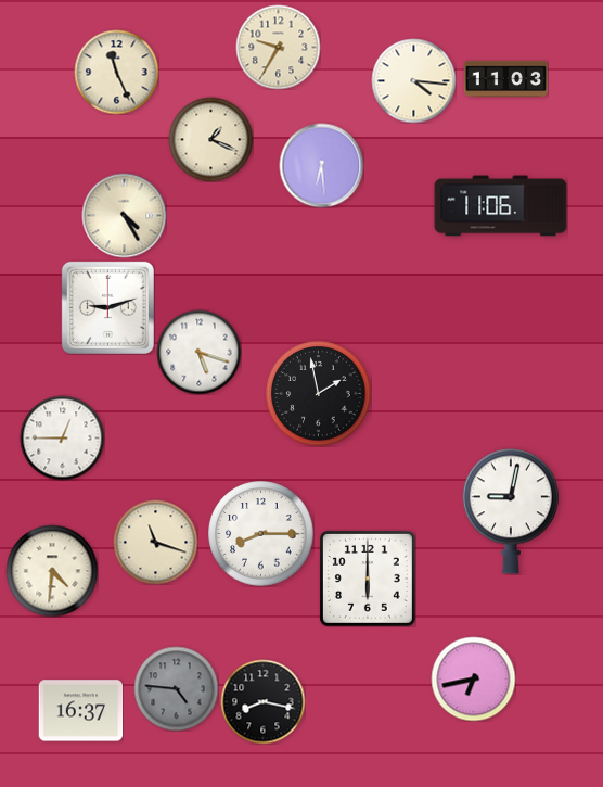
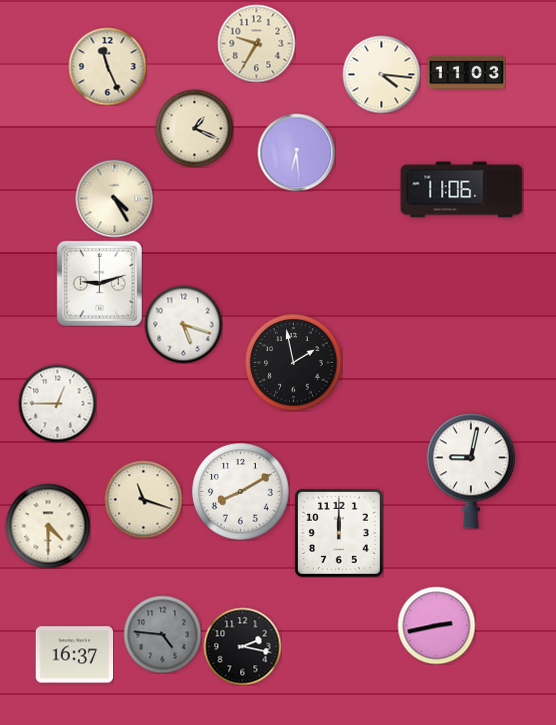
clock at (261, 534): 8:15 -> 8:10
clock at (52, 571): 4:31 -> 4:30
clock at (368, 579): 6:00 -> 12:00
clock at (473, 678): 6:43 -> 2:43
clock at (262, 701): 8:17 -> 2:17
